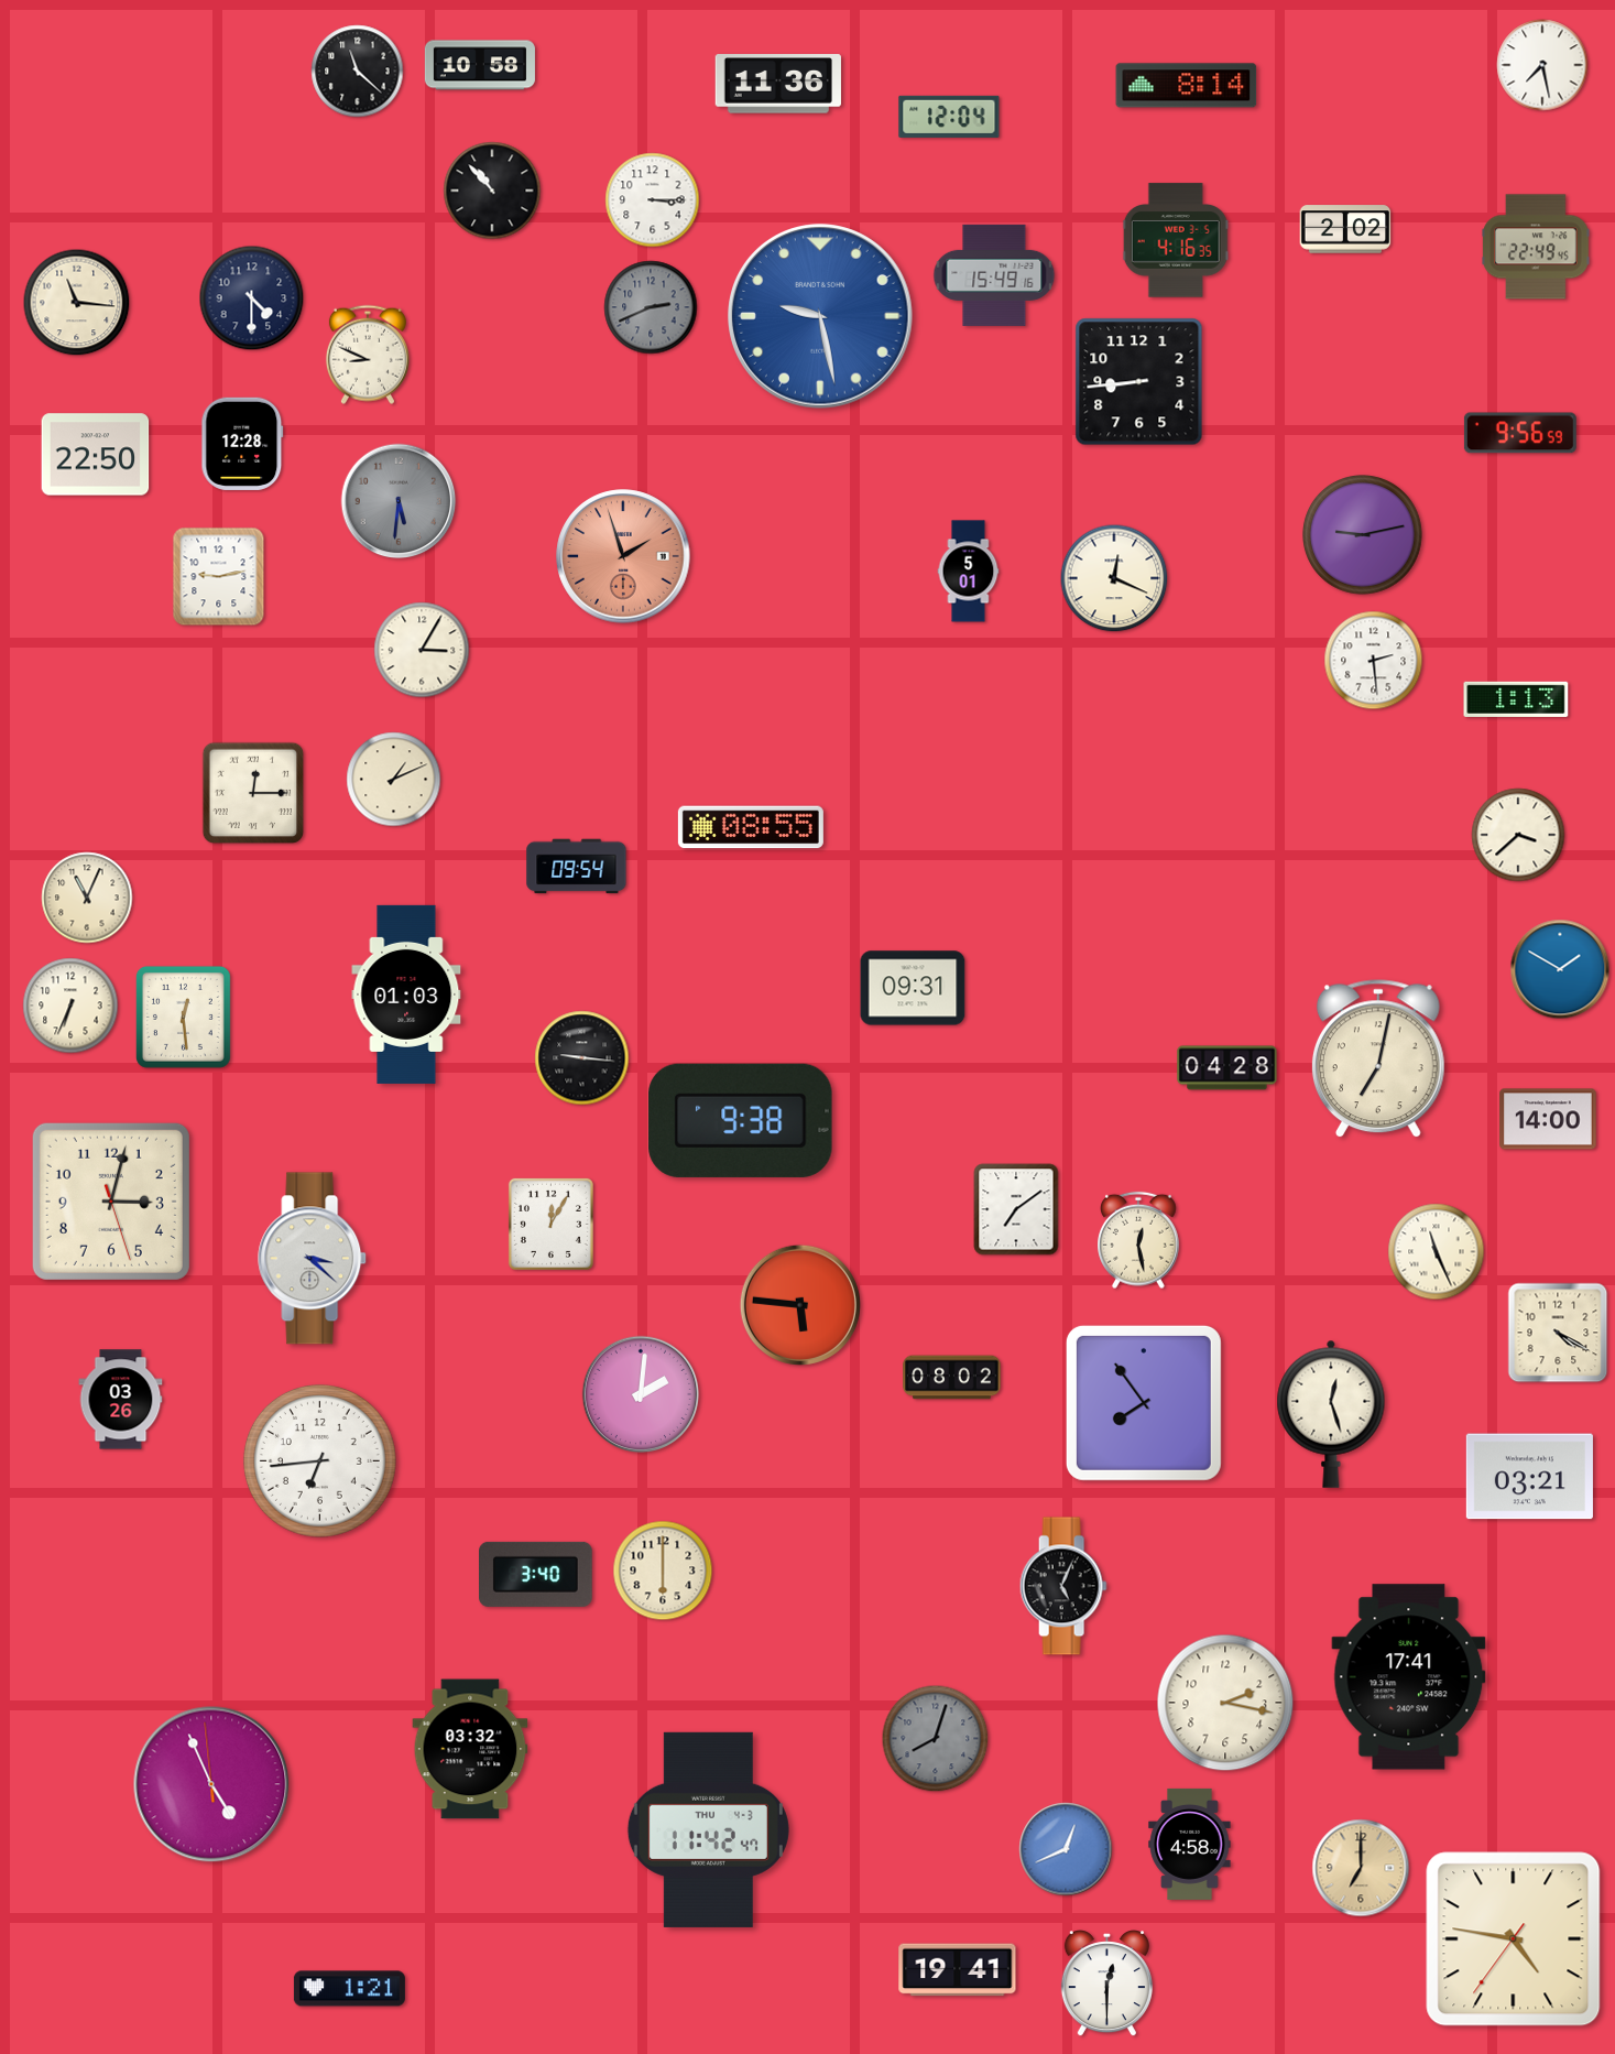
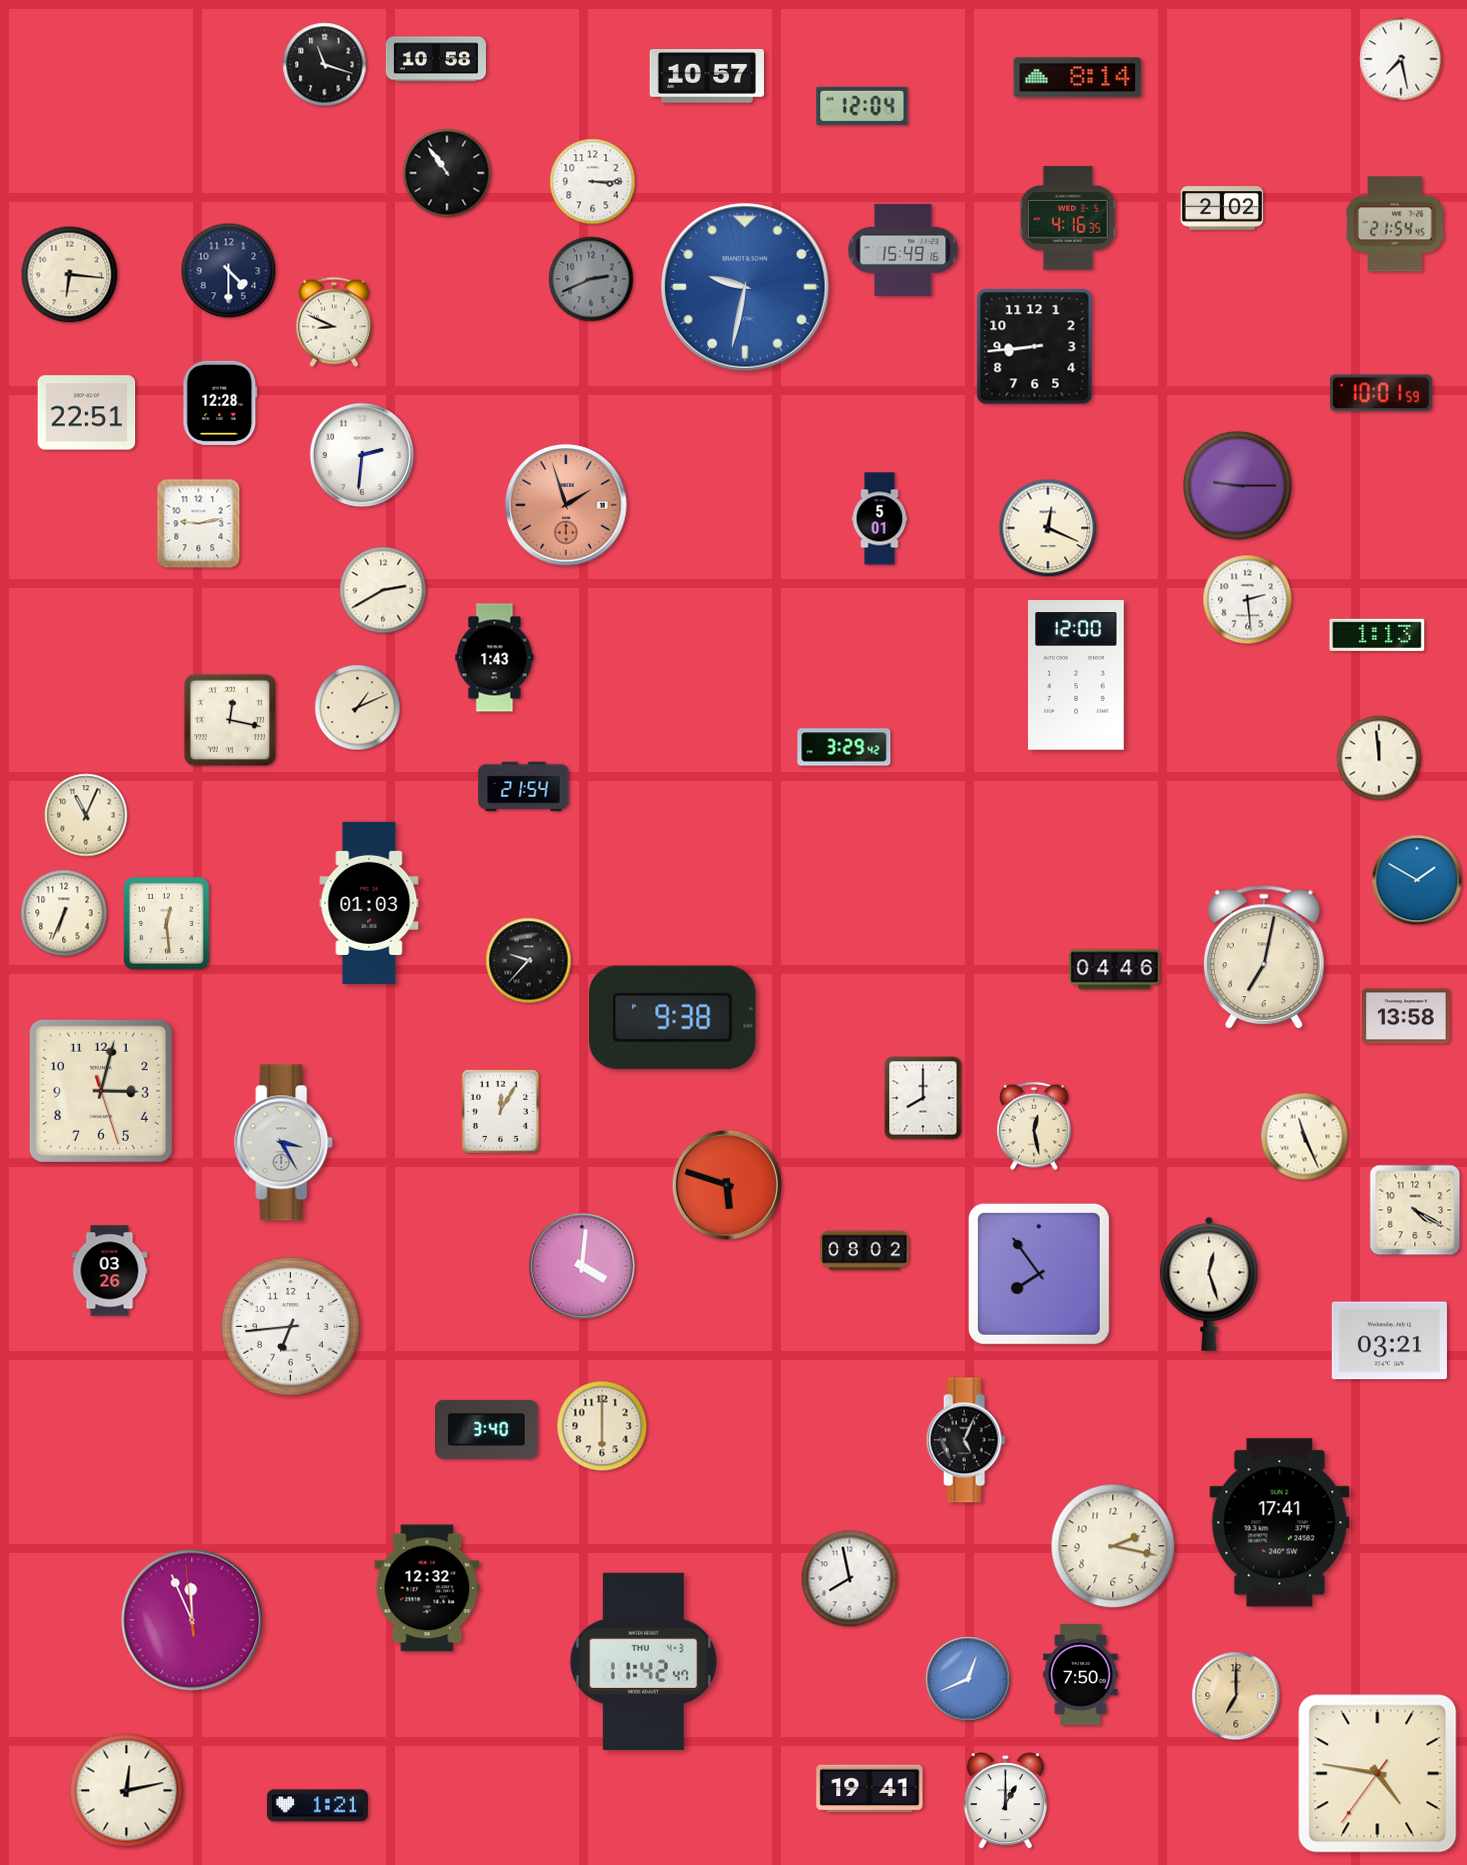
clock at (358, 72): 11:22 -> 11:18
clock at (778, 84): 11:36 -> 10:57
clock at (492, 191): 10:53 -> 10:54
clock at (1536, 247): 22:49 -> 21:54
clock at (77, 303): 11:16 -> 6:16
clock at (820, 316): 9:28 -> 9:32
clock at (1520, 433): 9:56 -> 10:01
clock at (96, 455): 22:50 -> 22:51
clock at (399, 501): 5:31 -> 2:31
clock at (399, 501) dial: grey -> white
clock at (1363, 535): 9:13 -> 9:15
clock at (1114, 578) position: (1114, 578) -> (1048, 528)
clock at (422, 650): 3:05 -> 2:40
clock at (495, 658): none -> 1:43
clock at (1076, 675): none -> 12:00
clock at (253, 793): 12:15 -> 12:17
clock at (844, 747): none -> 3:29
clock at (751, 827): 08:55 -> none
clock at (1518, 835): 3:38 -> 11:59
clock at (577, 867): 09:54 -> 21:54
clock at (87, 898) position: (87, 898) -> (86, 815)
clock at (913, 988): 09:31 -> none
clock at (582, 1058): 9:16 -> 9:37
clock at (1378, 1059) position: (1378, 1059) -> (1264, 958)
clock at (1227, 1068): 04:28 -> 04:46
clock at (1548, 1119): 14:00 -> 13:58
clock at (1016, 1209): 7:09 -> 8:00
clock at (313, 1259): 3:22 -> 3:25
clock at (800, 1305): 5:46 -> 5:48
clock at (641, 1394): 2:01 -> 4:01
clock at (936, 1739): 8:03 -> 7:58
clock at (936, 1739) dial: grey -> white
clock at (470, 1749): 03:32 -> 12:32
clock at (211, 1784): 4:55 -> 11:55
clock at (1190, 1844): 4:58 -> 7:50
clock at (1514, 1939) position: (1514, 1939) -> (1378, 1774)
clock at (127, 1791): none -> 12:13
clock at (1106, 1985): 12:30 -> 1:00
